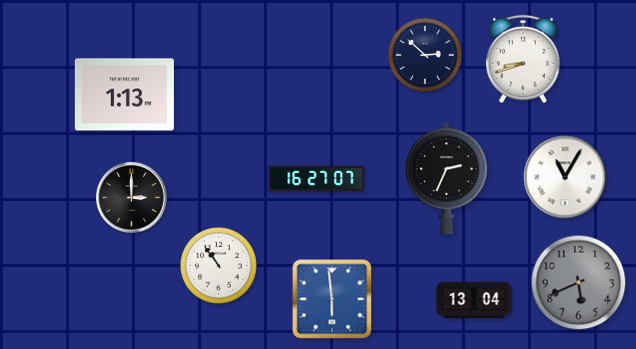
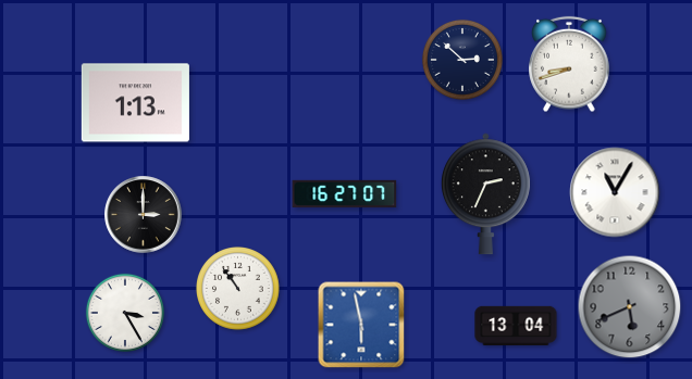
clock at (125, 313): none -> 3:25
clock at (332, 299): 5:59 -> 5:58
